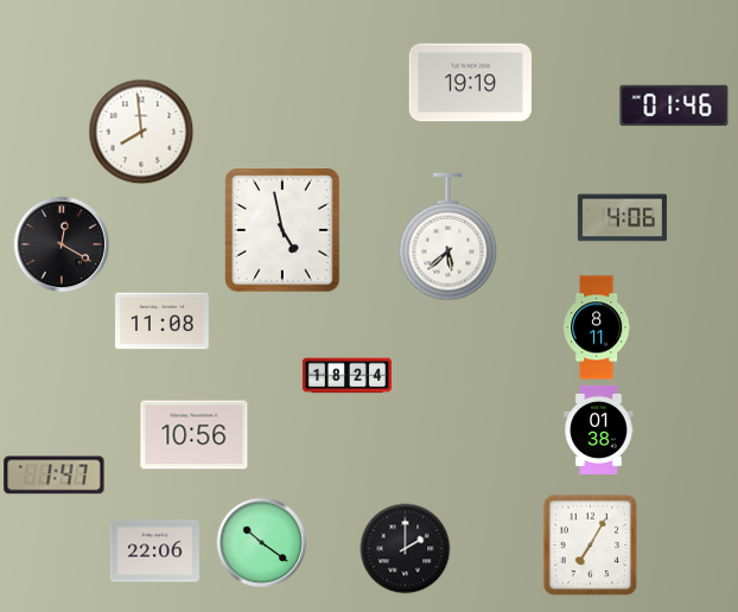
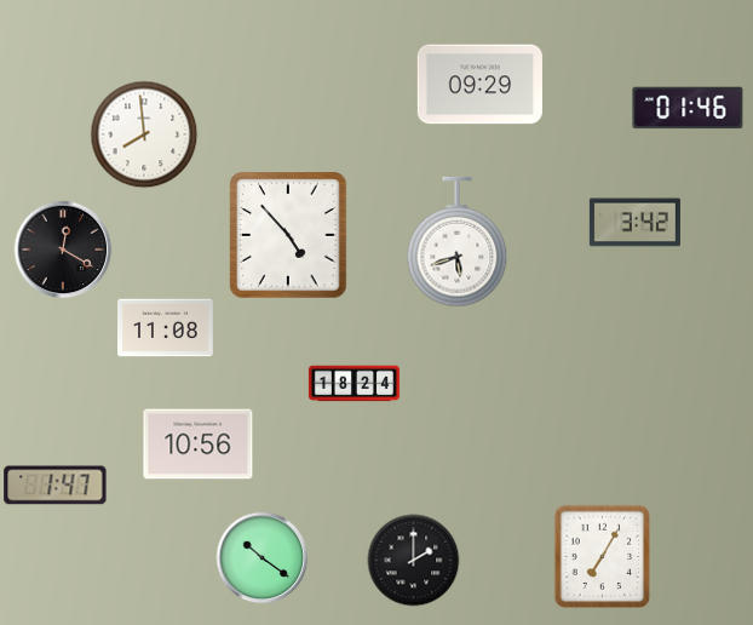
clock at (470, 83): 19:19 -> 09:29
clock at (622, 218): 4:06 -> 3:42
clock at (282, 230): 4:58 -> 4:53
clock at (448, 237): 5:38 -> 5:42
clock at (597, 327): 8:11 -> none
clock at (599, 429): 01:38 -> none
clock at (262, 543) position: (262, 543) -> (263, 558)
clock at (154, 552): 22:06 -> none
